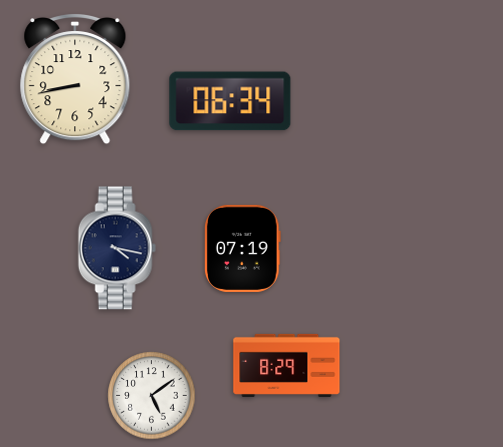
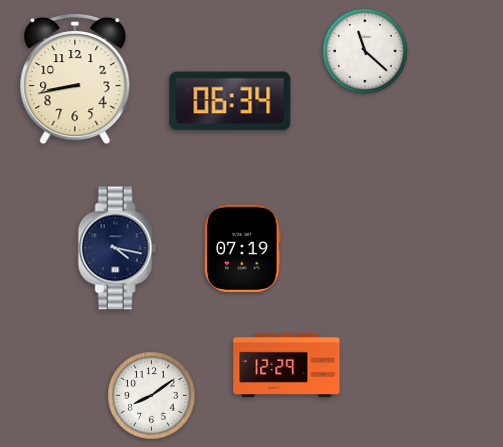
clock at (365, 51): none -> 11:22
clock at (287, 365): 8:29 -> 12:29
clock at (152, 396): 5:09 -> 8:09
